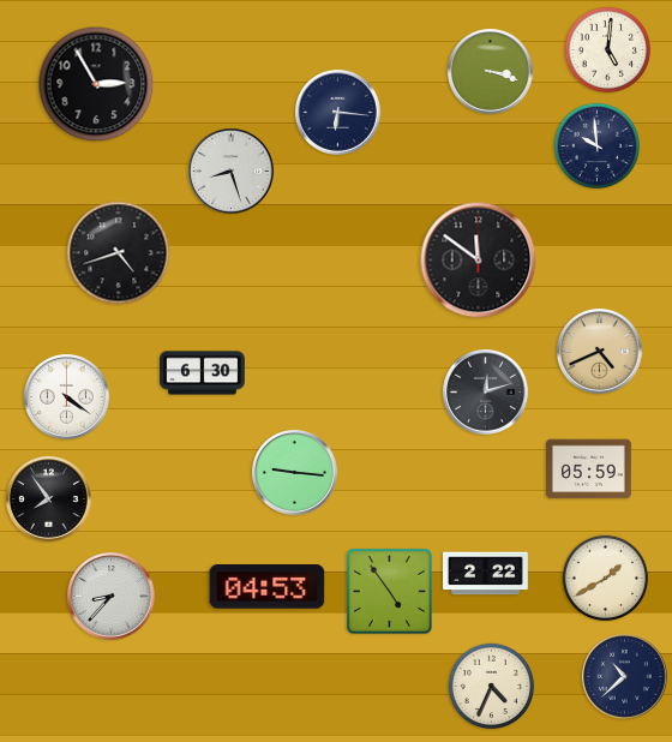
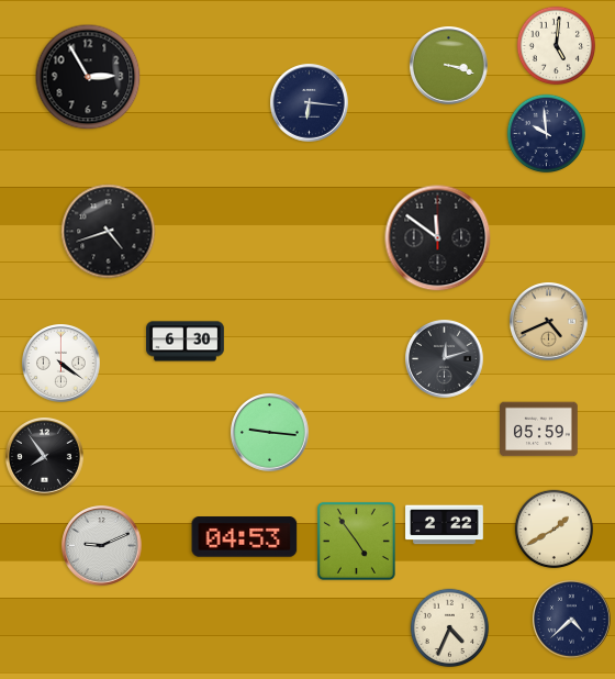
clock at (232, 172): 8:27 -> none
clock at (112, 597): 8:37 -> 9:11
clock at (625, 677): 10:38 -> 4:38
